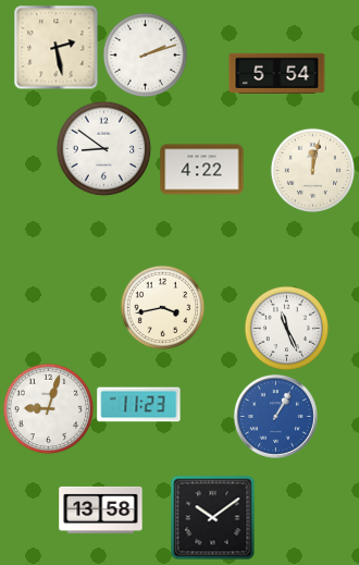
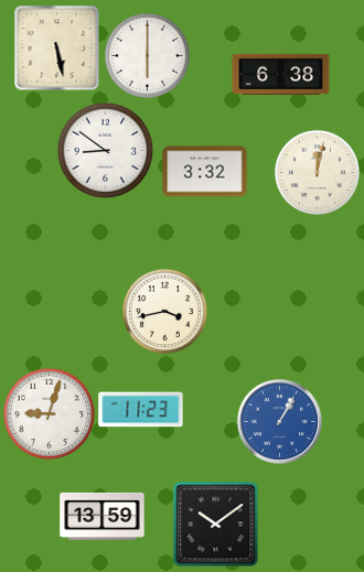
clock at (55, 47): 2:28 -> 5:28
clock at (145, 54): 2:12 -> 6:00
clock at (277, 73): 5:54 -> 6:38
clock at (202, 170): 4:22 -> 3:32
clock at (286, 328): 11:26 -> none
clock at (101, 509): 13:58 -> 13:59
